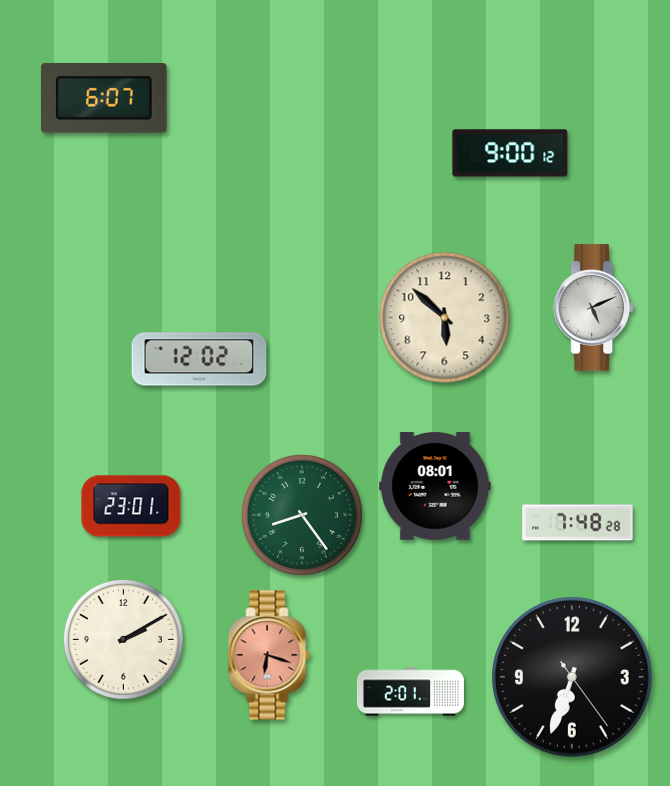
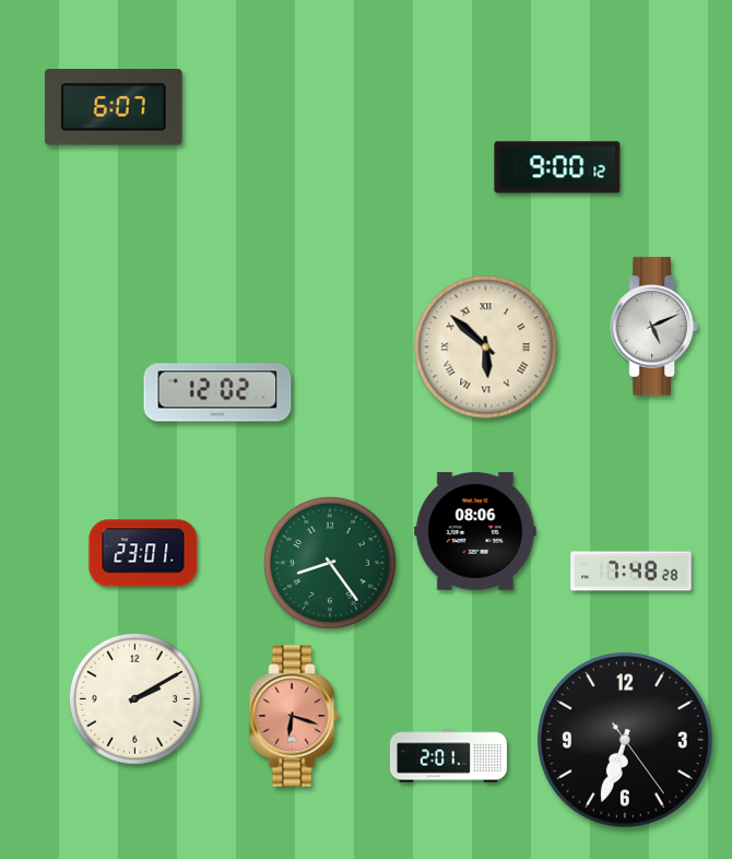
clock at (593, 308) position: (593, 308) -> (653, 327)
clock at (445, 318) numerals: Arabic -> Roman
clock at (435, 486): 08:01 -> 08:06
